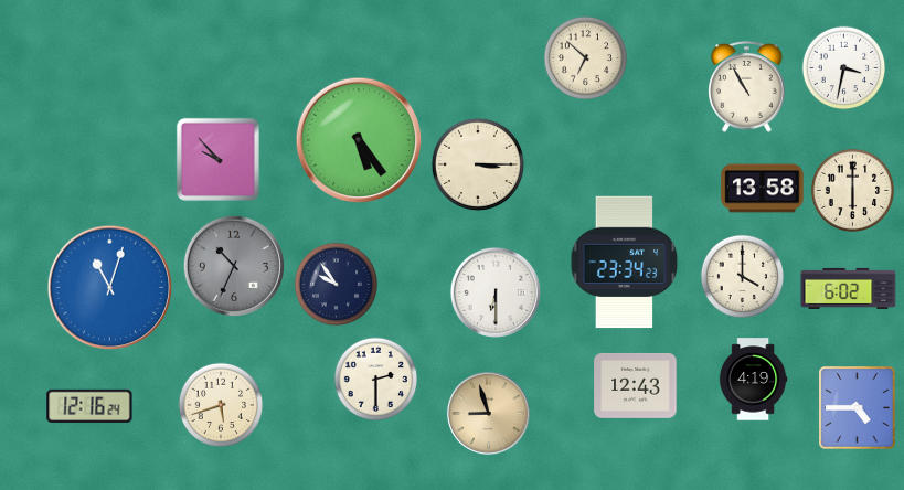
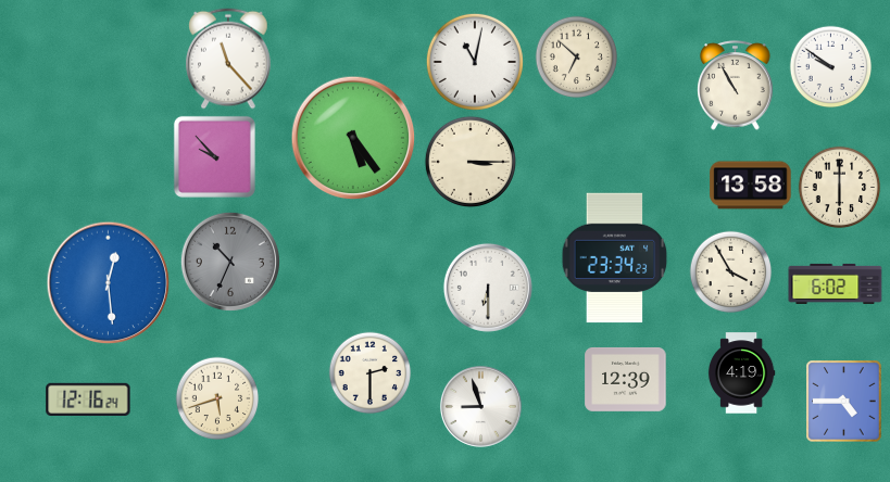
clock at (228, 59): none -> 11:23
clock at (475, 62): none -> 11:02
clock at (844, 68): 3:32 -> 9:51
clock at (743, 277): 4:00 -> 3:55
clock at (337, 285): 9:54 -> none
clock at (110, 288): 11:03 -> 12:29
clock at (636, 386): 12:43 -> 12:39
clock at (488, 413) dial: champagne -> white
